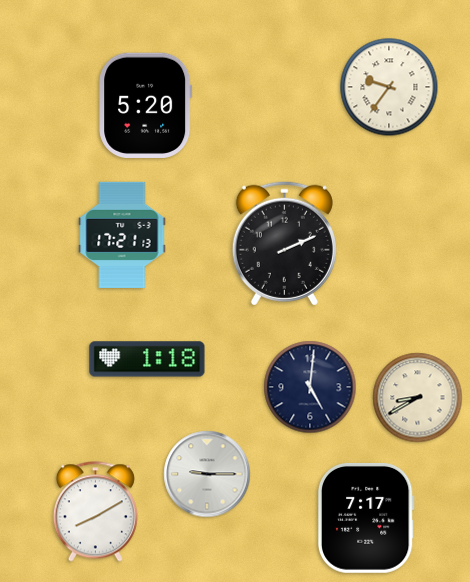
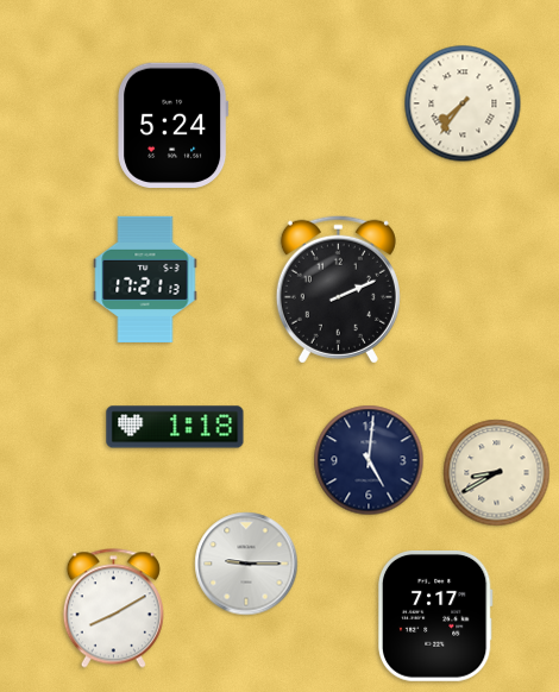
clock at (389, 87): 9:36 -> 7:36
clock at (146, 105): 5:20 -> 5:24
